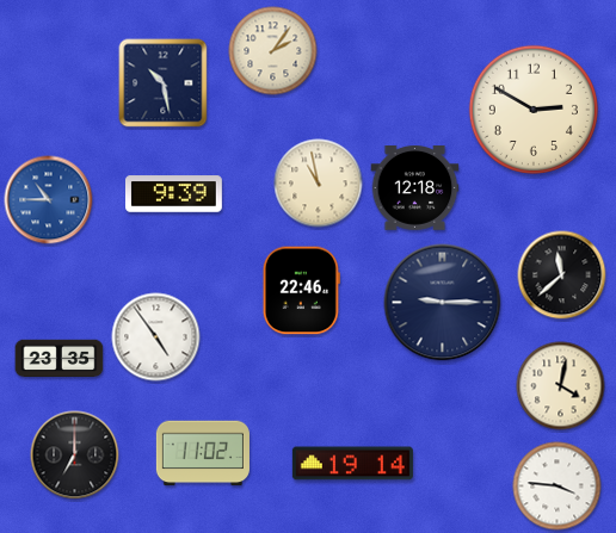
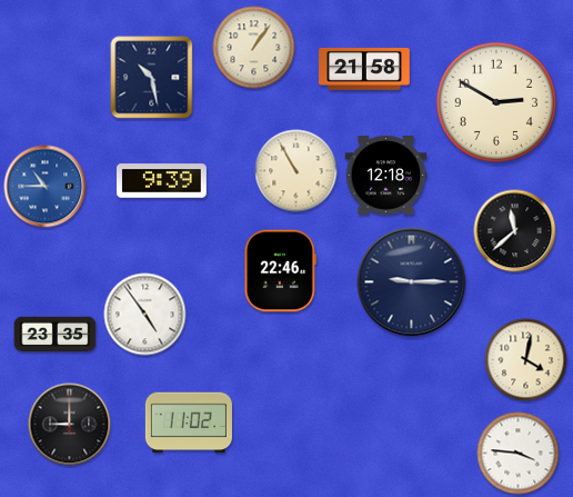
clock at (273, 51): 2:06 -> 1:06
clock at (364, 69): none -> 21:58
clock at (319, 184): 10:58 -> 10:55
clock at (562, 275) position: (562, 275) -> (515, 231)
clock at (561, 386) position: (561, 386) -> (526, 360)
clock at (75, 455): 7:00 -> 9:00
clock at (352, 464): 19:14 -> none
